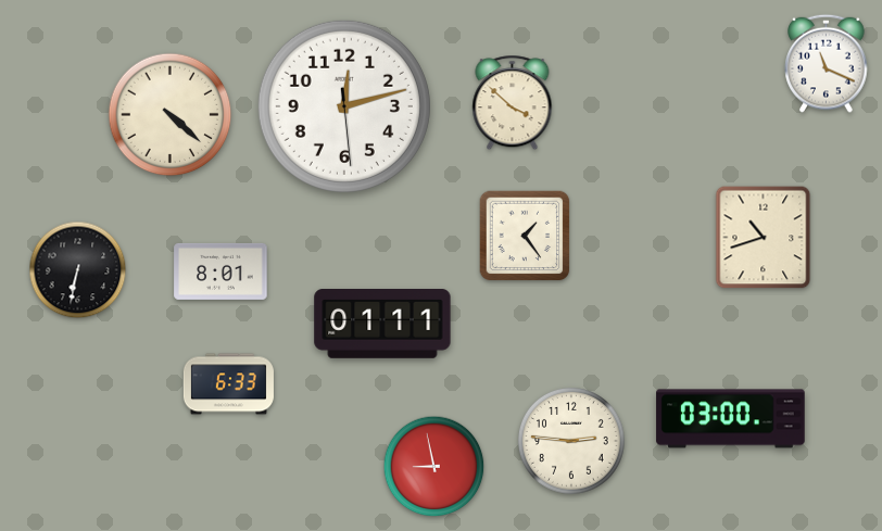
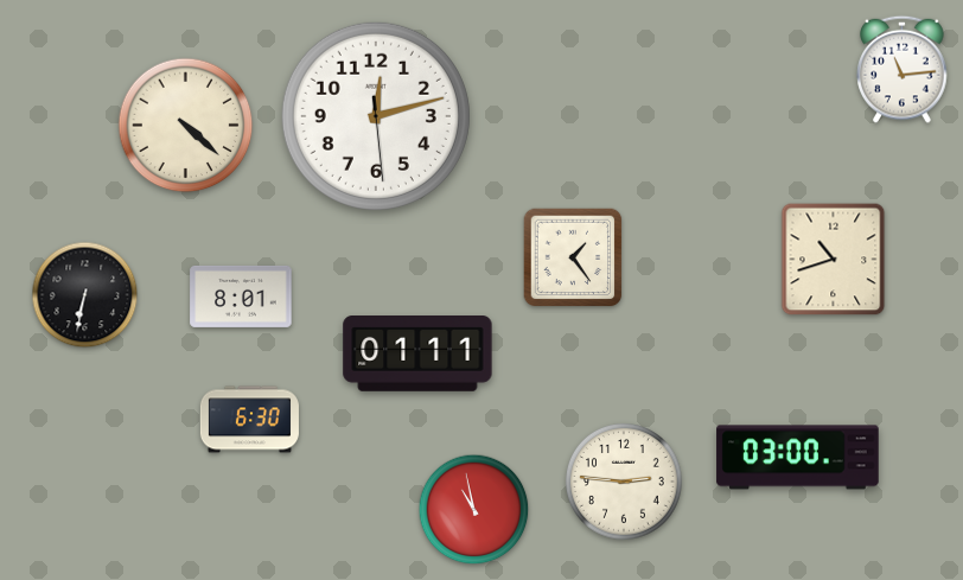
clock at (827, 63): 11:19 -> 11:14
clock at (513, 103): 3:52 -> none
clock at (228, 384): 6:33 -> 6:30
clock at (434, 467): 8:58 -> 10:58
